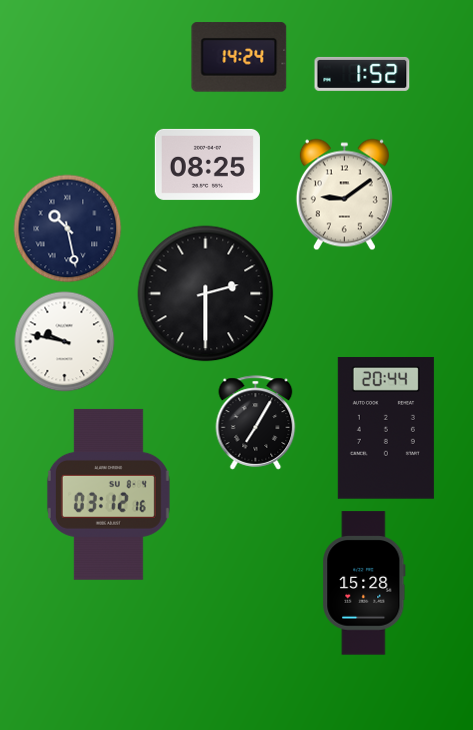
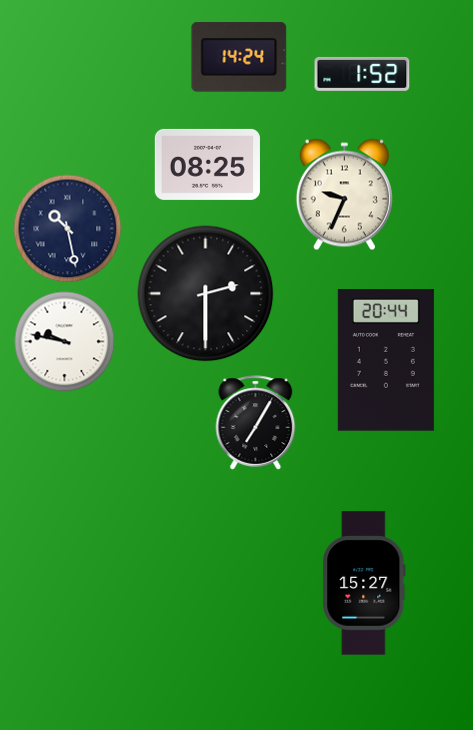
clock at (344, 195): 9:09 -> 9:34
clock at (386, 429) position: (386, 429) -> (386, 361)
clock at (108, 494): 03:12 -> none
clock at (364, 583): 15:28 -> 15:27
